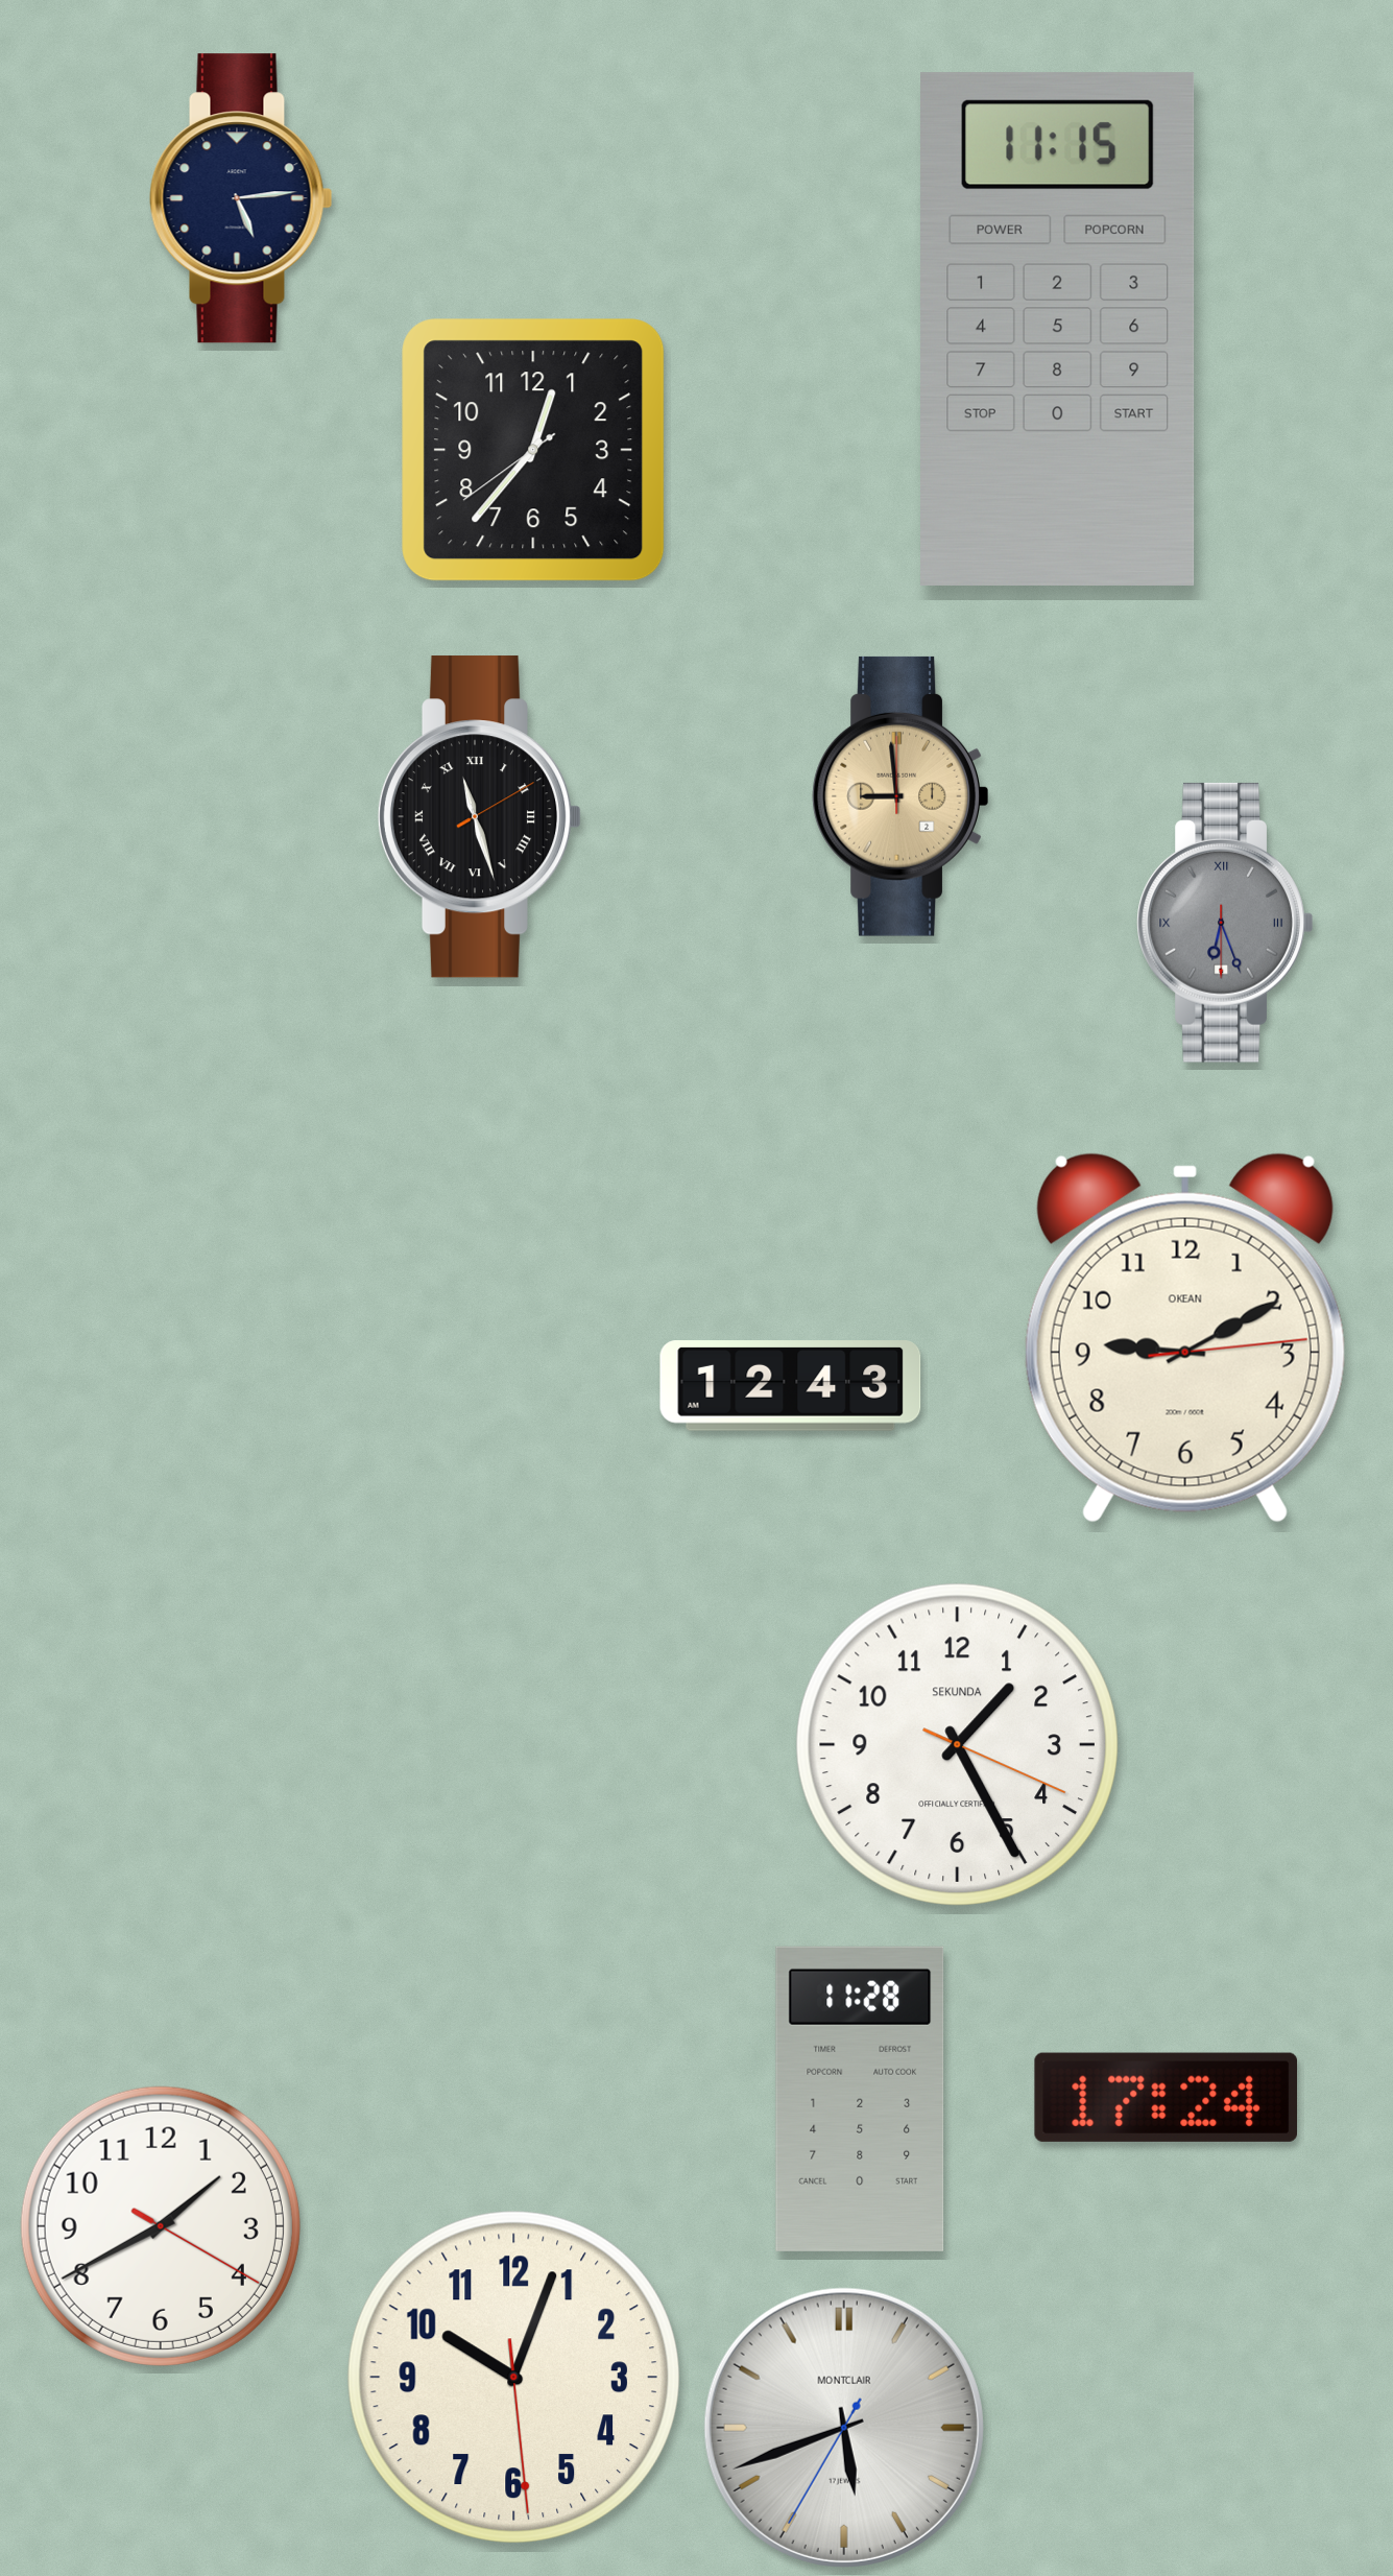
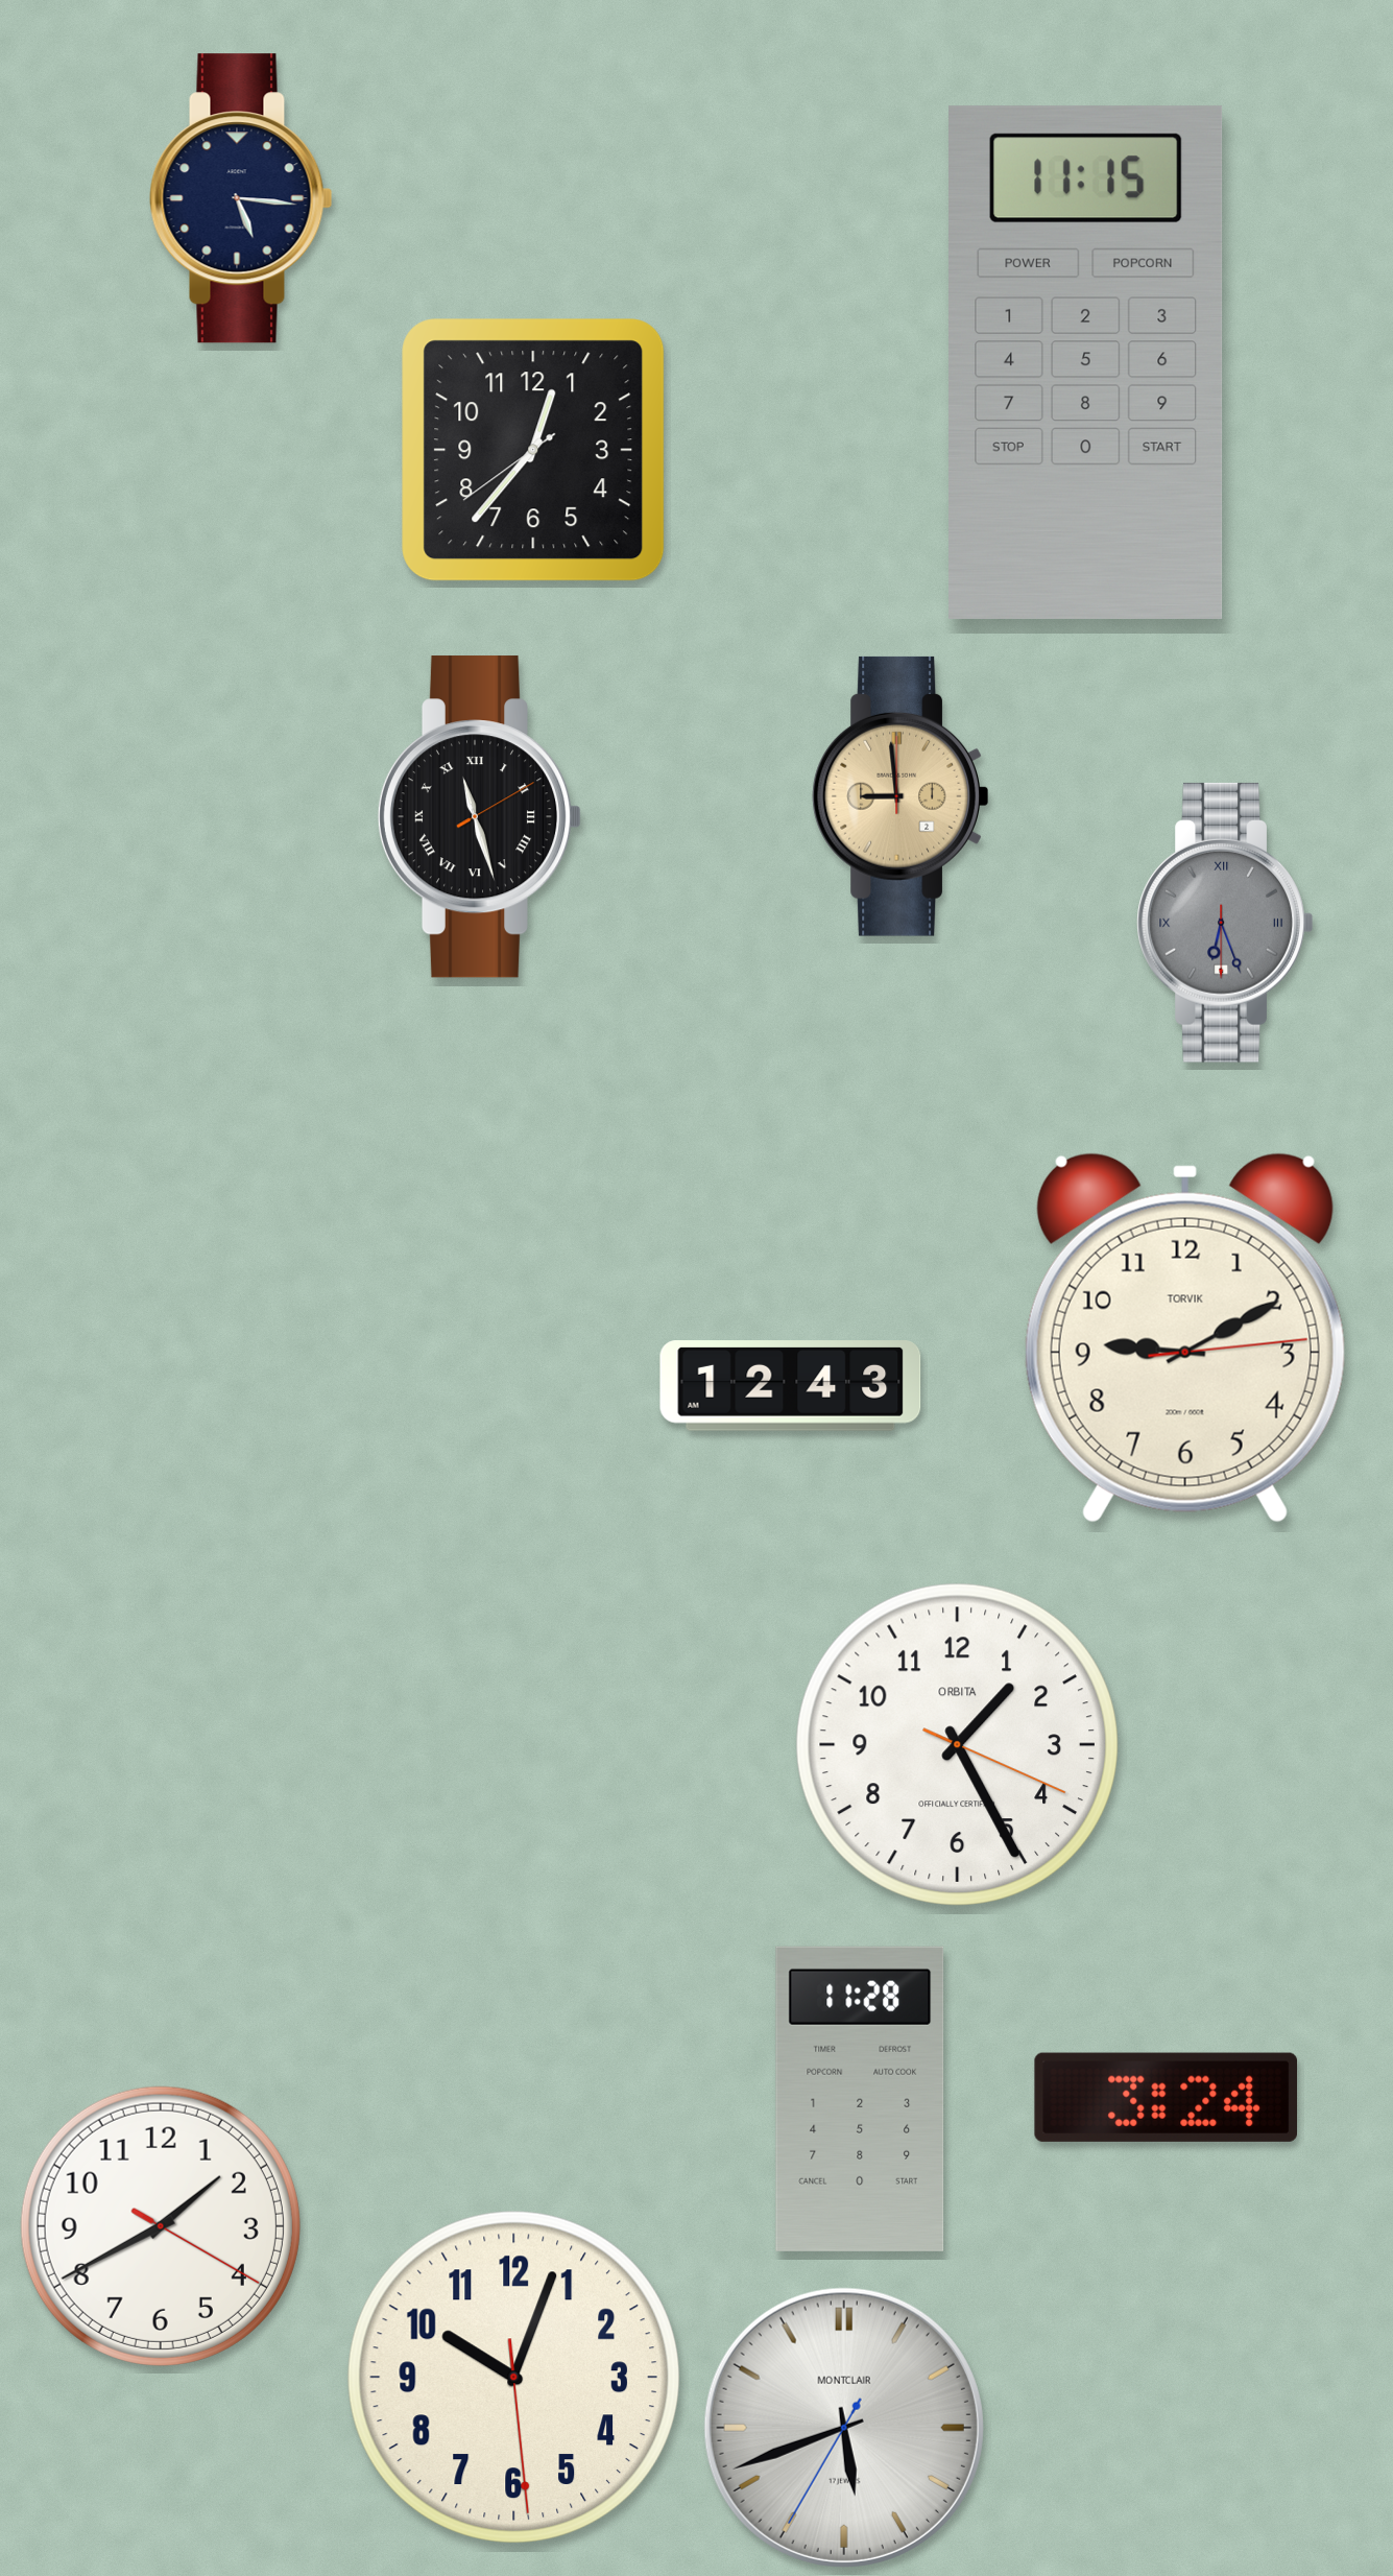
clock at (241, 198): 5:14 -> 5:16
clock at (1058, 329) position: (1058, 329) -> (1086, 362)
clock at (1185, 1338) brand: OKEAN -> TORVIK
clock at (957, 1744) brand: SEKUNDA -> ORBITA
clock at (1166, 2097): 17:24 -> 3:24
